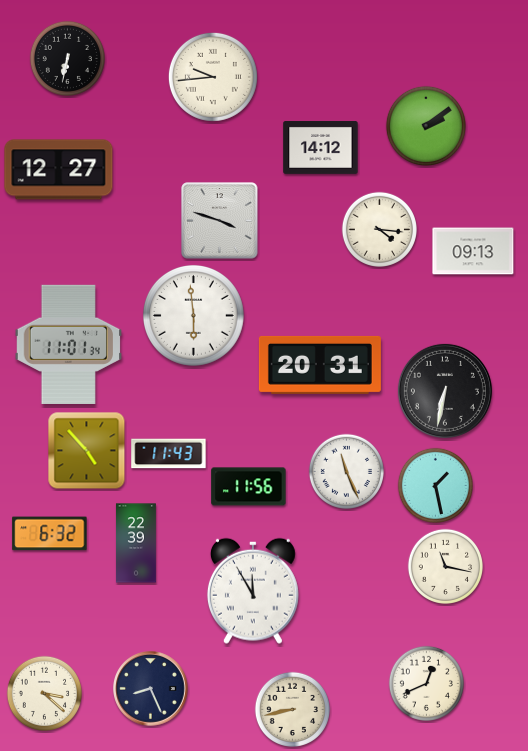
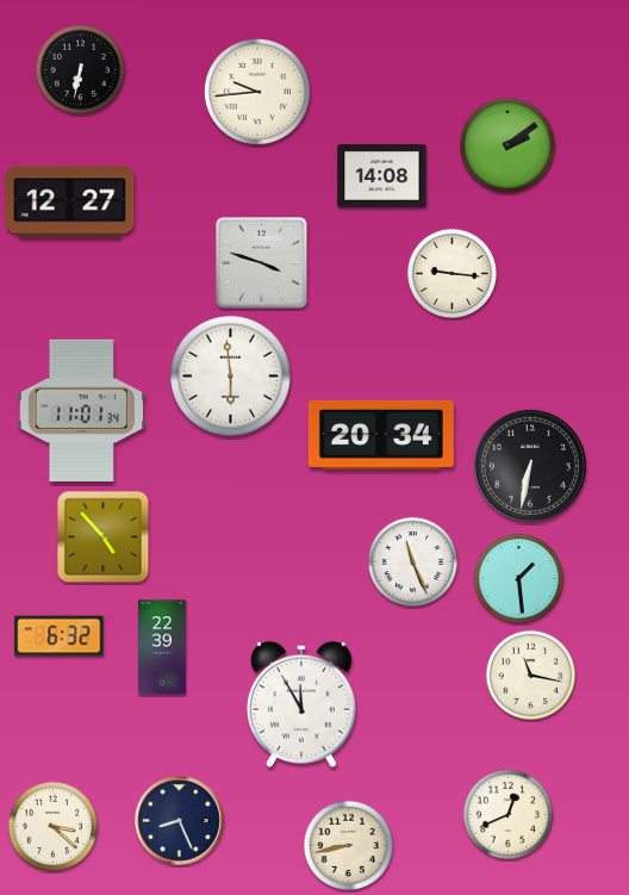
clock at (213, 77) position: (213, 77) -> (257, 92)
clock at (426, 126) position: (426, 126) -> (507, 145)
clock at (321, 148): 14:12 -> 14:08
clock at (379, 229): 4:16 -> 9:16
clock at (473, 251): 09:13 -> none
clock at (320, 365): 20:31 -> 20:34
clock at (169, 454): 11:43 -> none
clock at (435, 485): 1:28 -> 1:29
clock at (249, 487): 11:56 -> none
